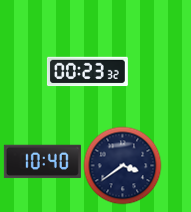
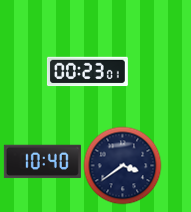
clock at (87, 72): 00:23:32 -> 00:23:01
